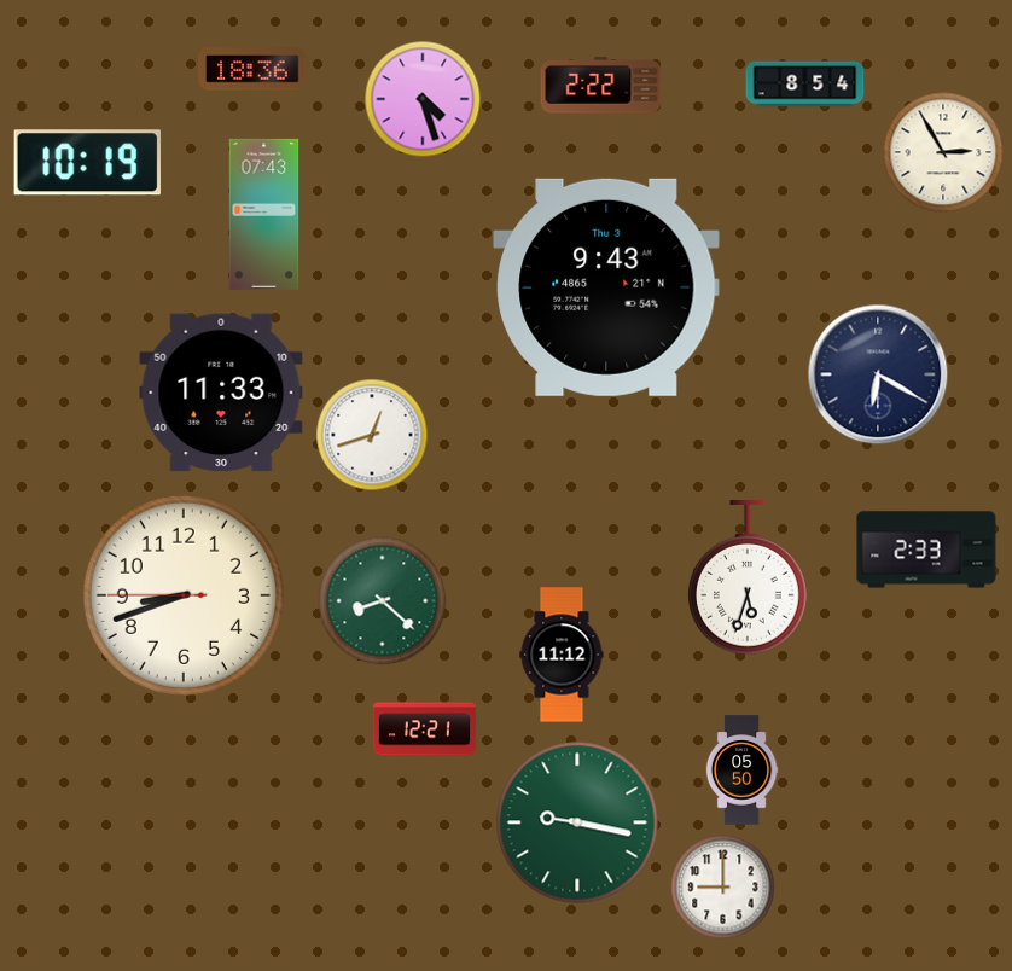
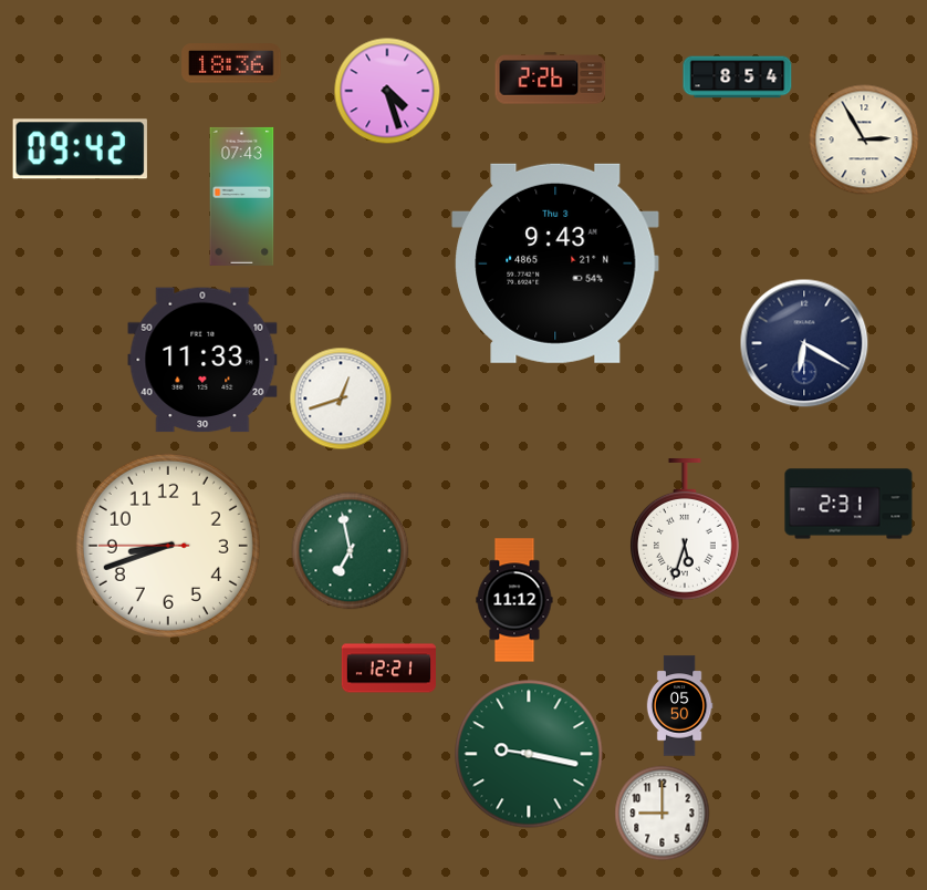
clock at (601, 86): 2:22 -> 2:26
clock at (87, 163): 10:19 -> 09:42
clock at (926, 550): 2:33 -> 2:31
clock at (383, 601): 8:22 -> 6:58
